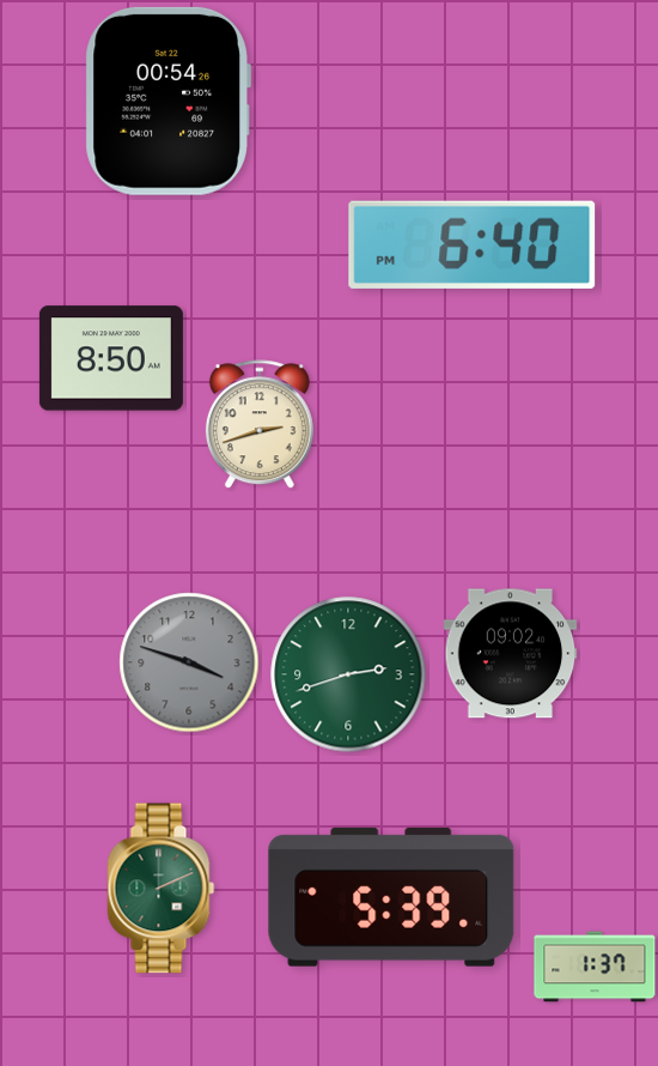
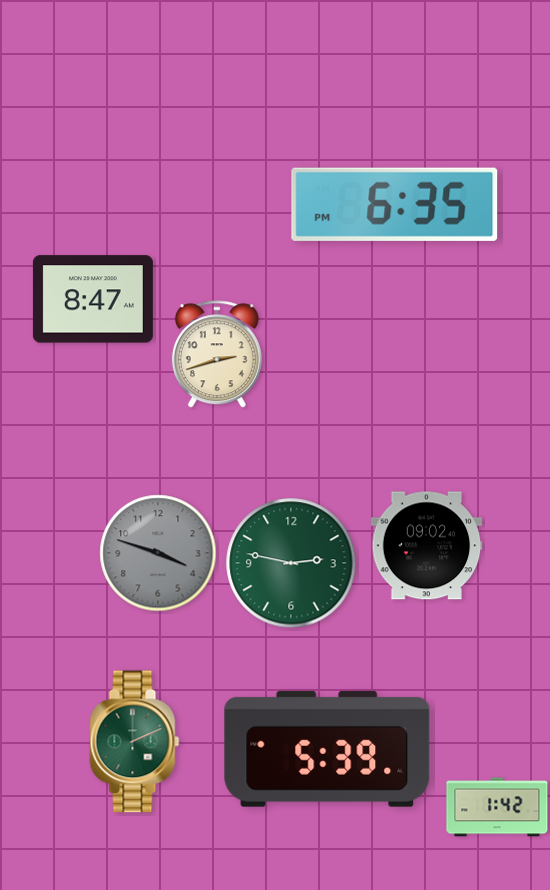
clock at (167, 101): 00:54 -> none
clock at (473, 244): 6:40 -> 6:35
clock at (111, 358): 8:50 -> 8:47
clock at (348, 674): 2:42 -> 2:47
clock at (595, 967): 1:37 -> 1:42
